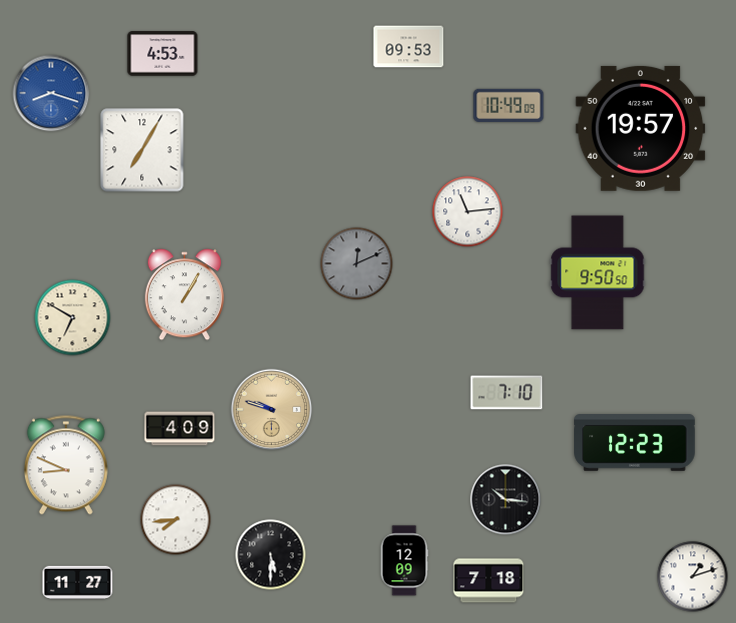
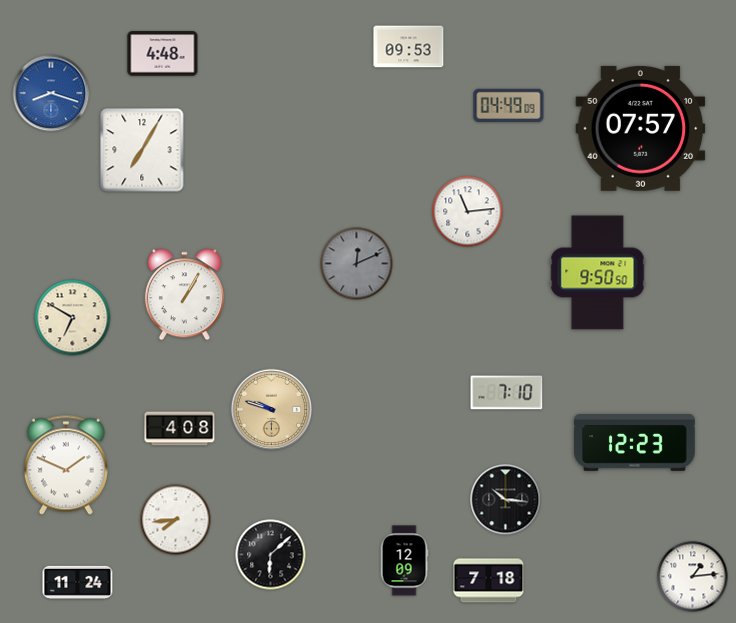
clock at (163, 54): 4:53 -> 4:48
clock at (509, 105): 10:49 -> 04:49
clock at (641, 128): 19:57 -> 07:57
clock at (180, 429): 4:09 -> 4:08
clock at (66, 465): 8:49 -> 1:49
clock at (271, 555): 5:30 -> 6:08
clock at (693, 577): 1:12 -> 1:14
clock at (78, 582): 11:27 -> 11:24
